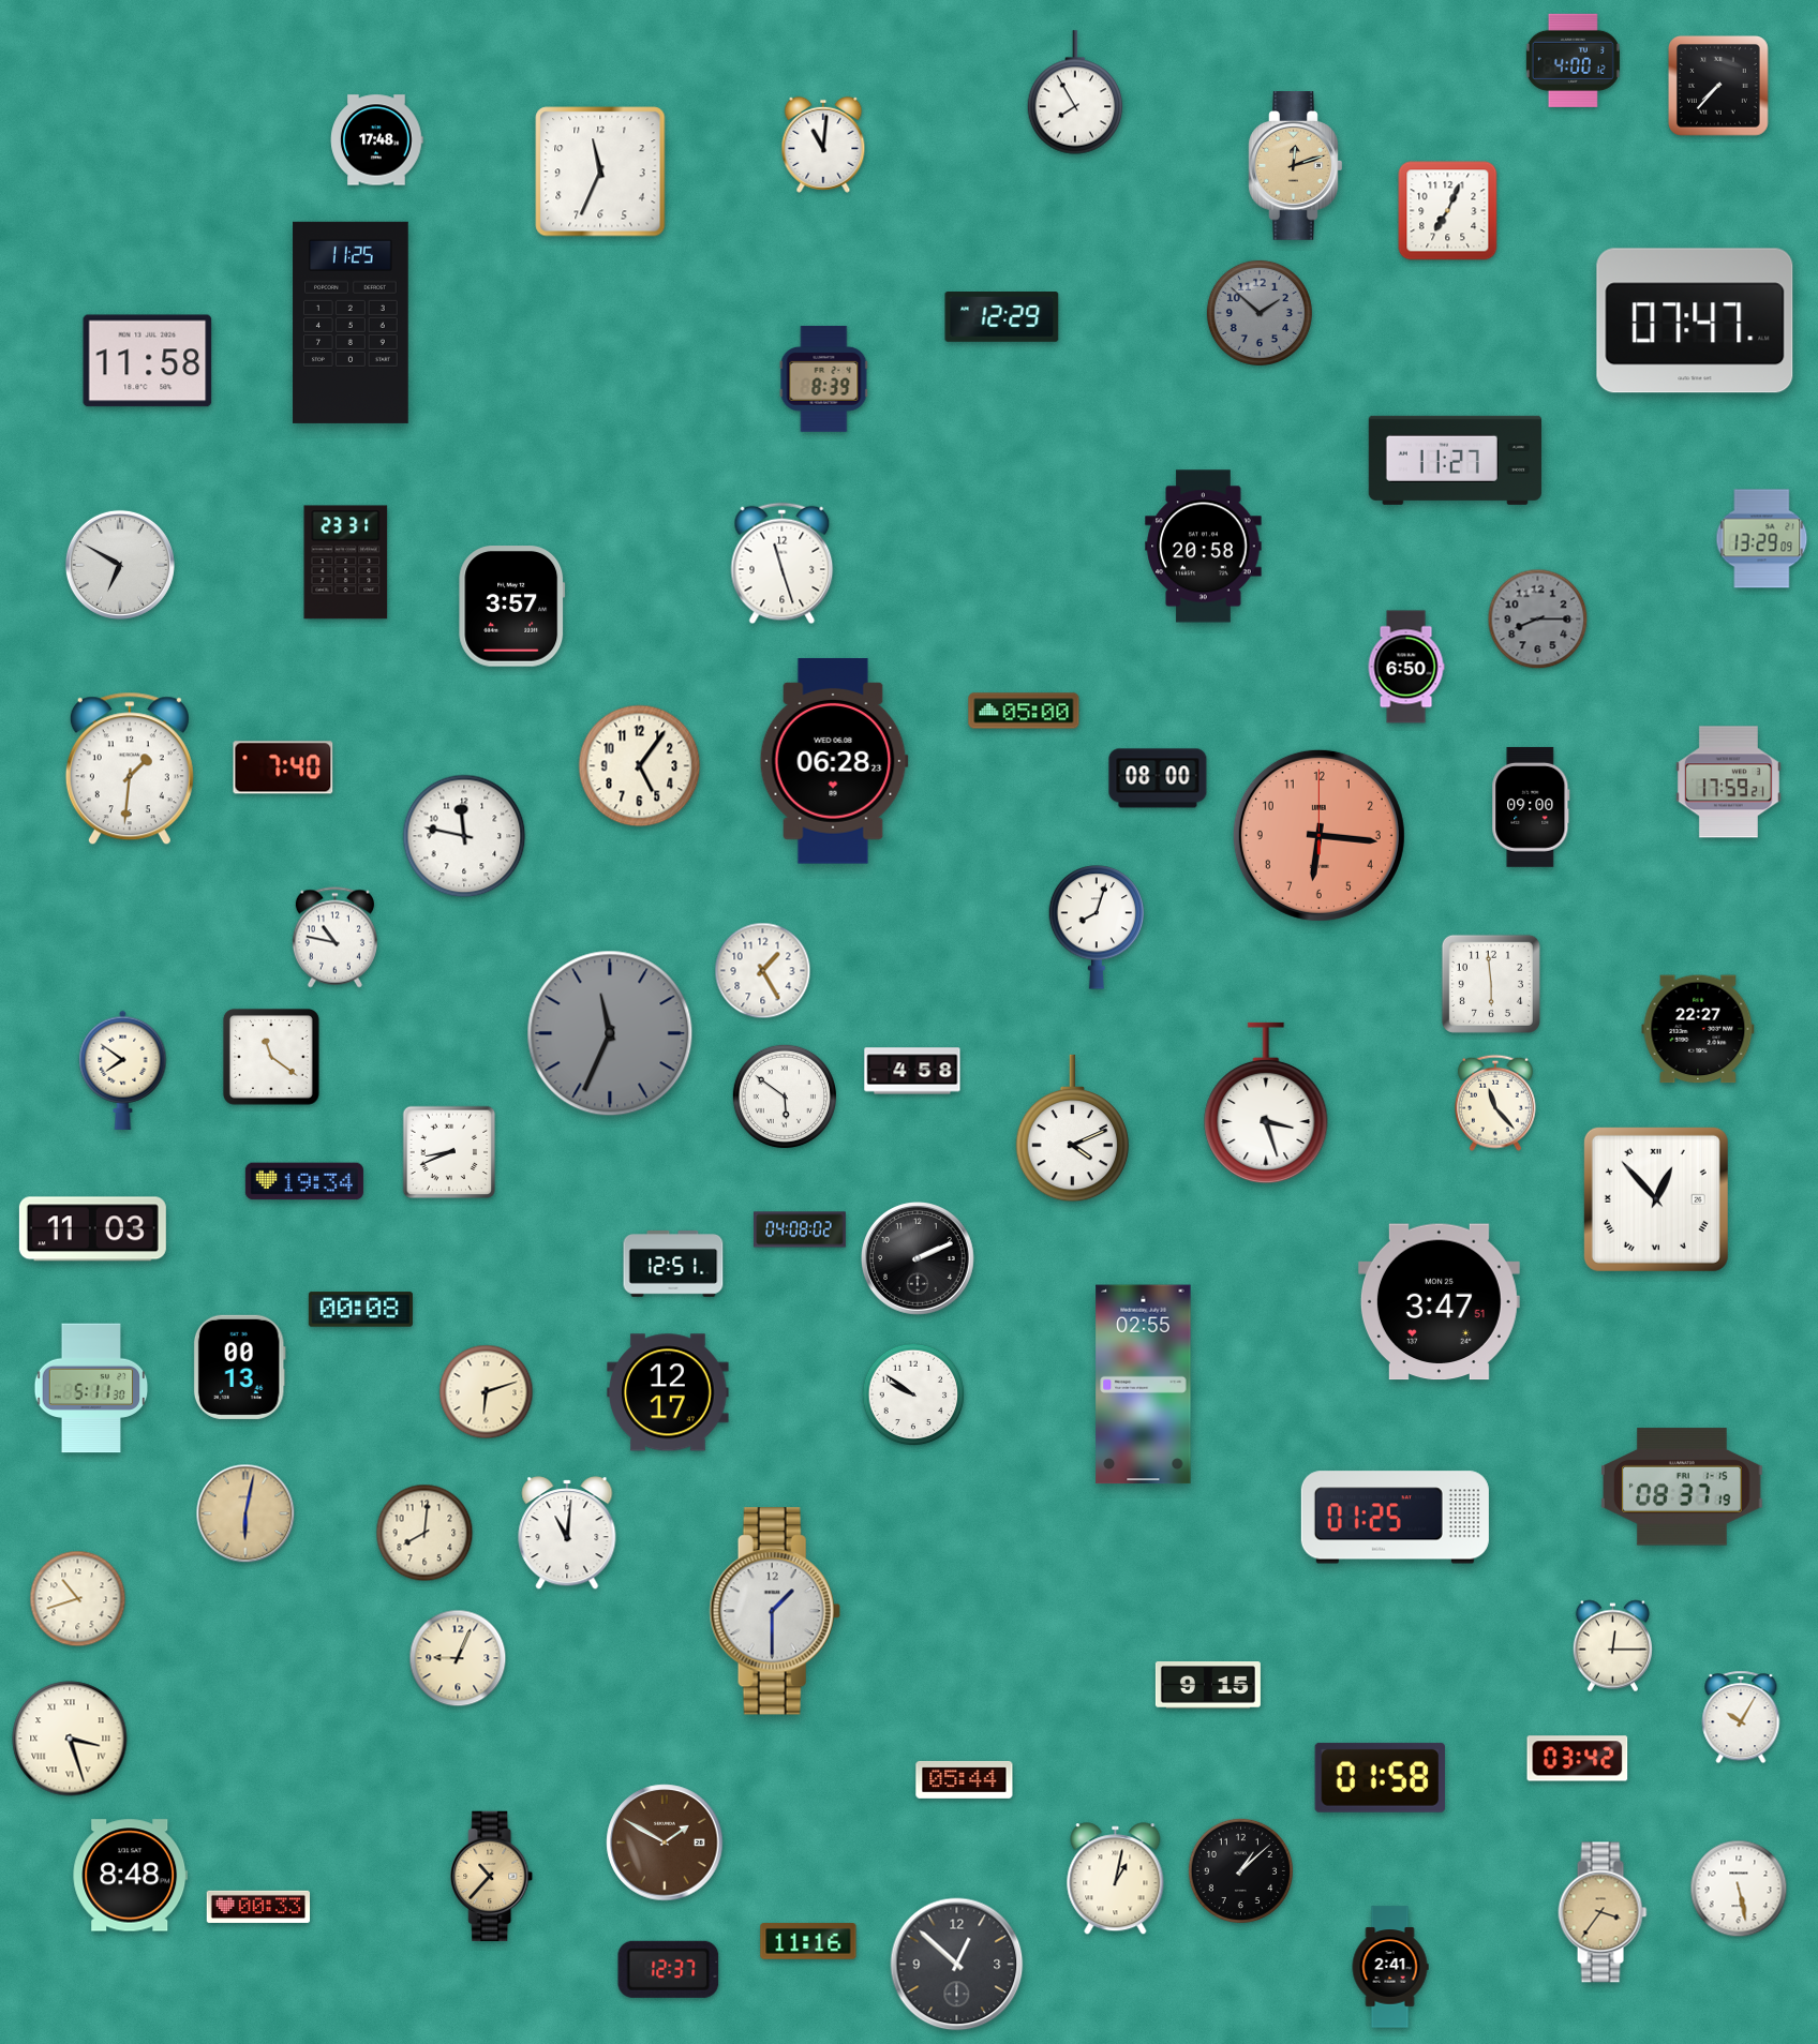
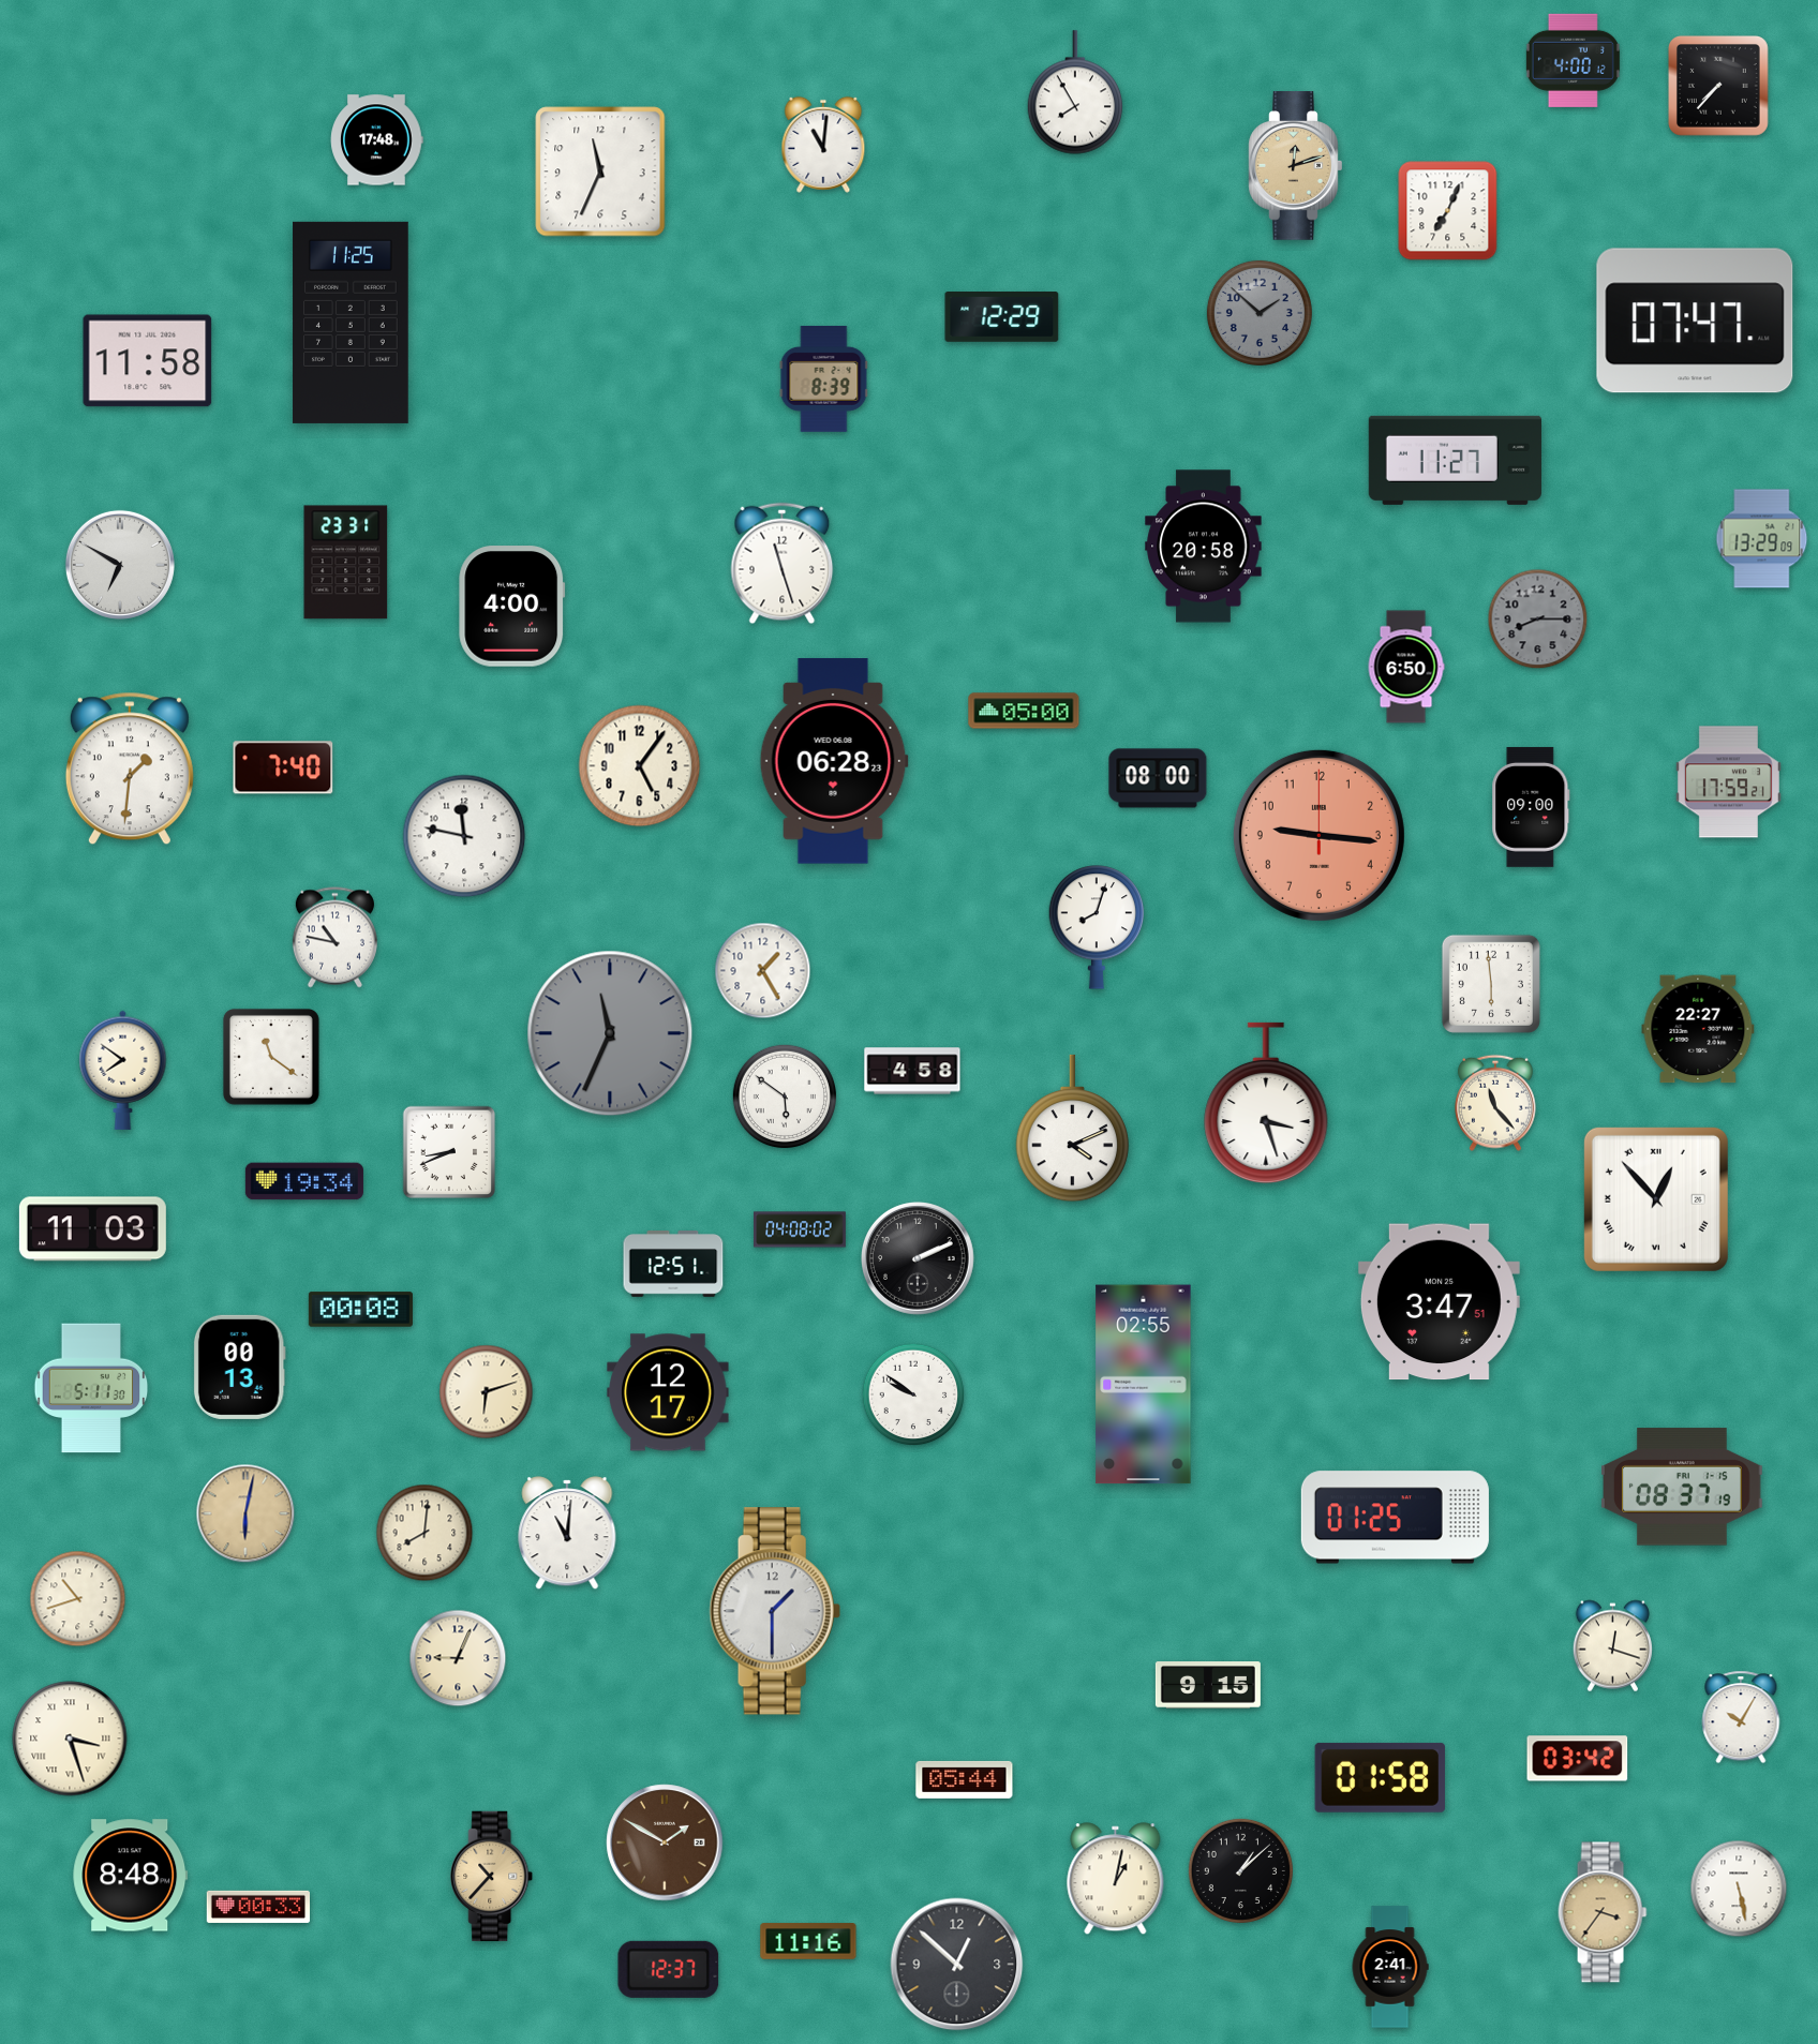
clock at (512, 607): 3:57 -> 4:00
clock at (1318, 835): 6:16 -> 9:16
clock at (1612, 1646): 12:15 -> 12:18
